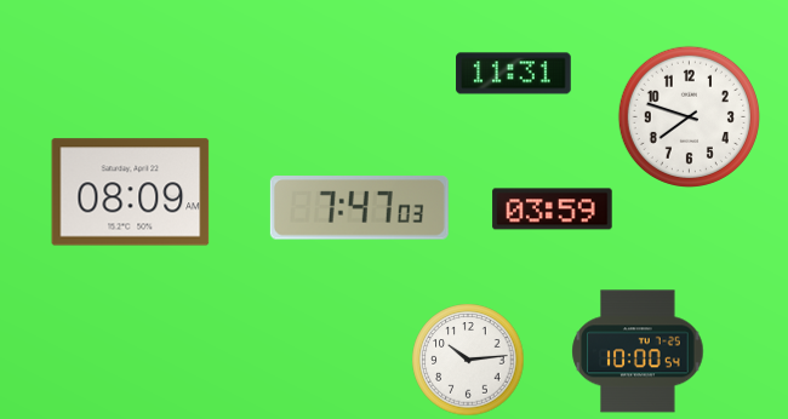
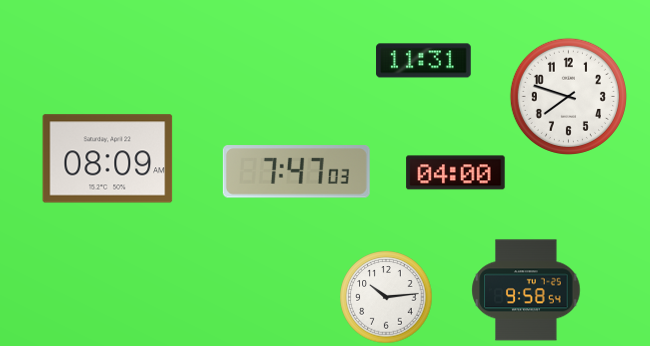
clock at (553, 209): 03:59 -> 04:00
clock at (638, 351): 10:00 -> 9:58
